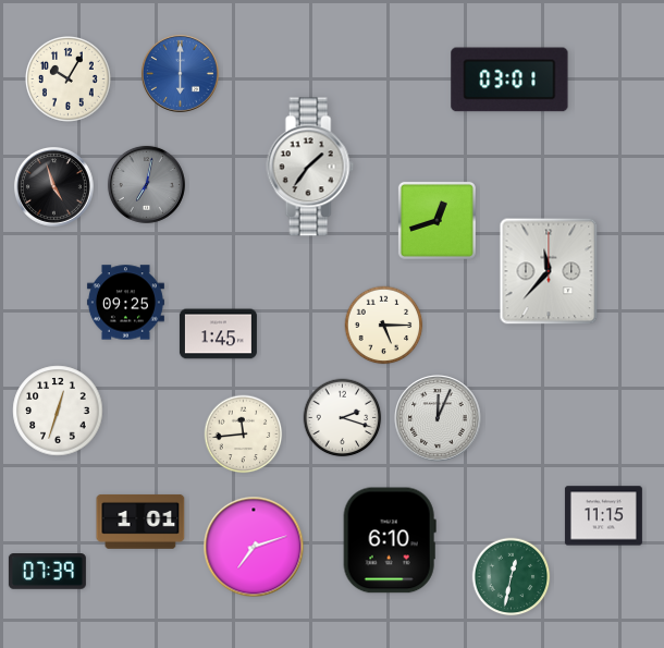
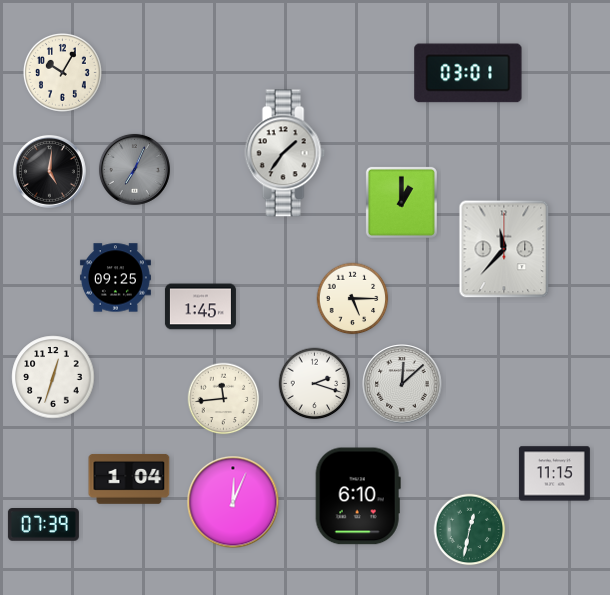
clock at (180, 73): 6:00 -> none
clock at (146, 184): 7:02 -> 7:04
clock at (53, 186): 4:57 -> 5:01
clock at (436, 220): 12:42 -> 1:00
clock at (438, 418): 12:04 -> 12:08
clock at (140, 522): 1:01 -> 1:04
clock at (254, 547): 7:12 -> 12:04
